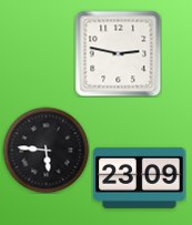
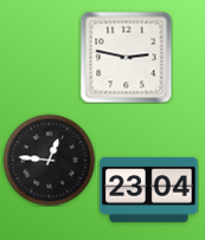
clock at (46, 150): 5:46 -> 12:46
clock at (140, 177): 23:09 -> 23:04
